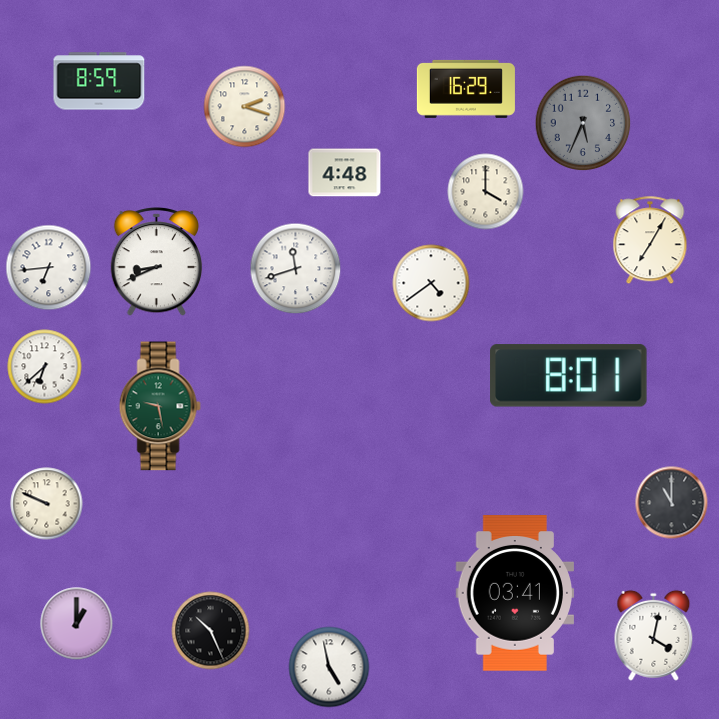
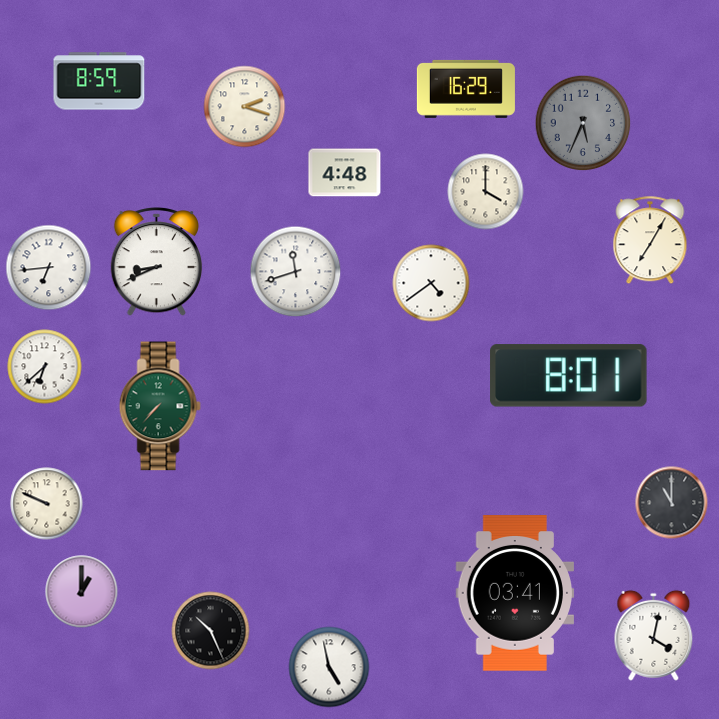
clock at (296, 269) position: (296, 269) -> (296, 272)
clock at (160, 406): 9:28 -> 7:37
clock at (77, 624) position: (77, 624) -> (82, 592)
